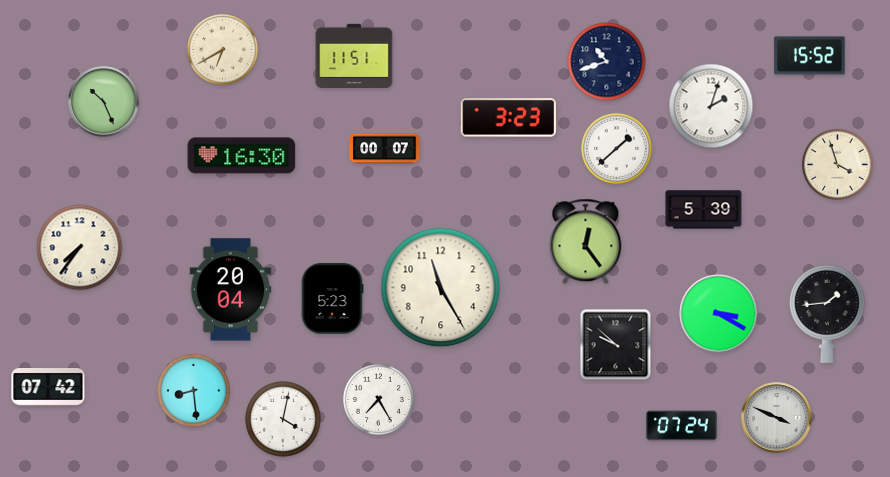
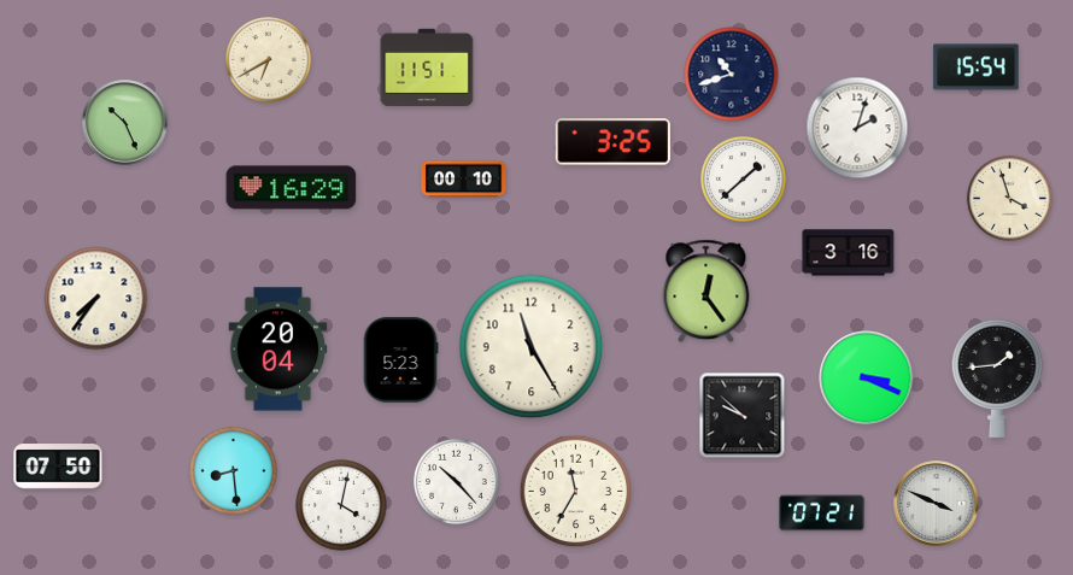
clock at (810, 56): 15:52 -> 15:54
clock at (508, 118): 3:23 -> 3:25
clock at (385, 149): 00:07 -> 00:10
clock at (242, 156): 16:30 -> 16:29
clock at (704, 210): 5:39 -> 3:16
clock at (719, 314): 3:20 -> 3:19
clock at (48, 388): 07:42 -> 07:50
clock at (378, 399): 7:25 -> 10:23
clock at (576, 492): none -> 11:35
clock at (682, 426): 07:24 -> 07:21
